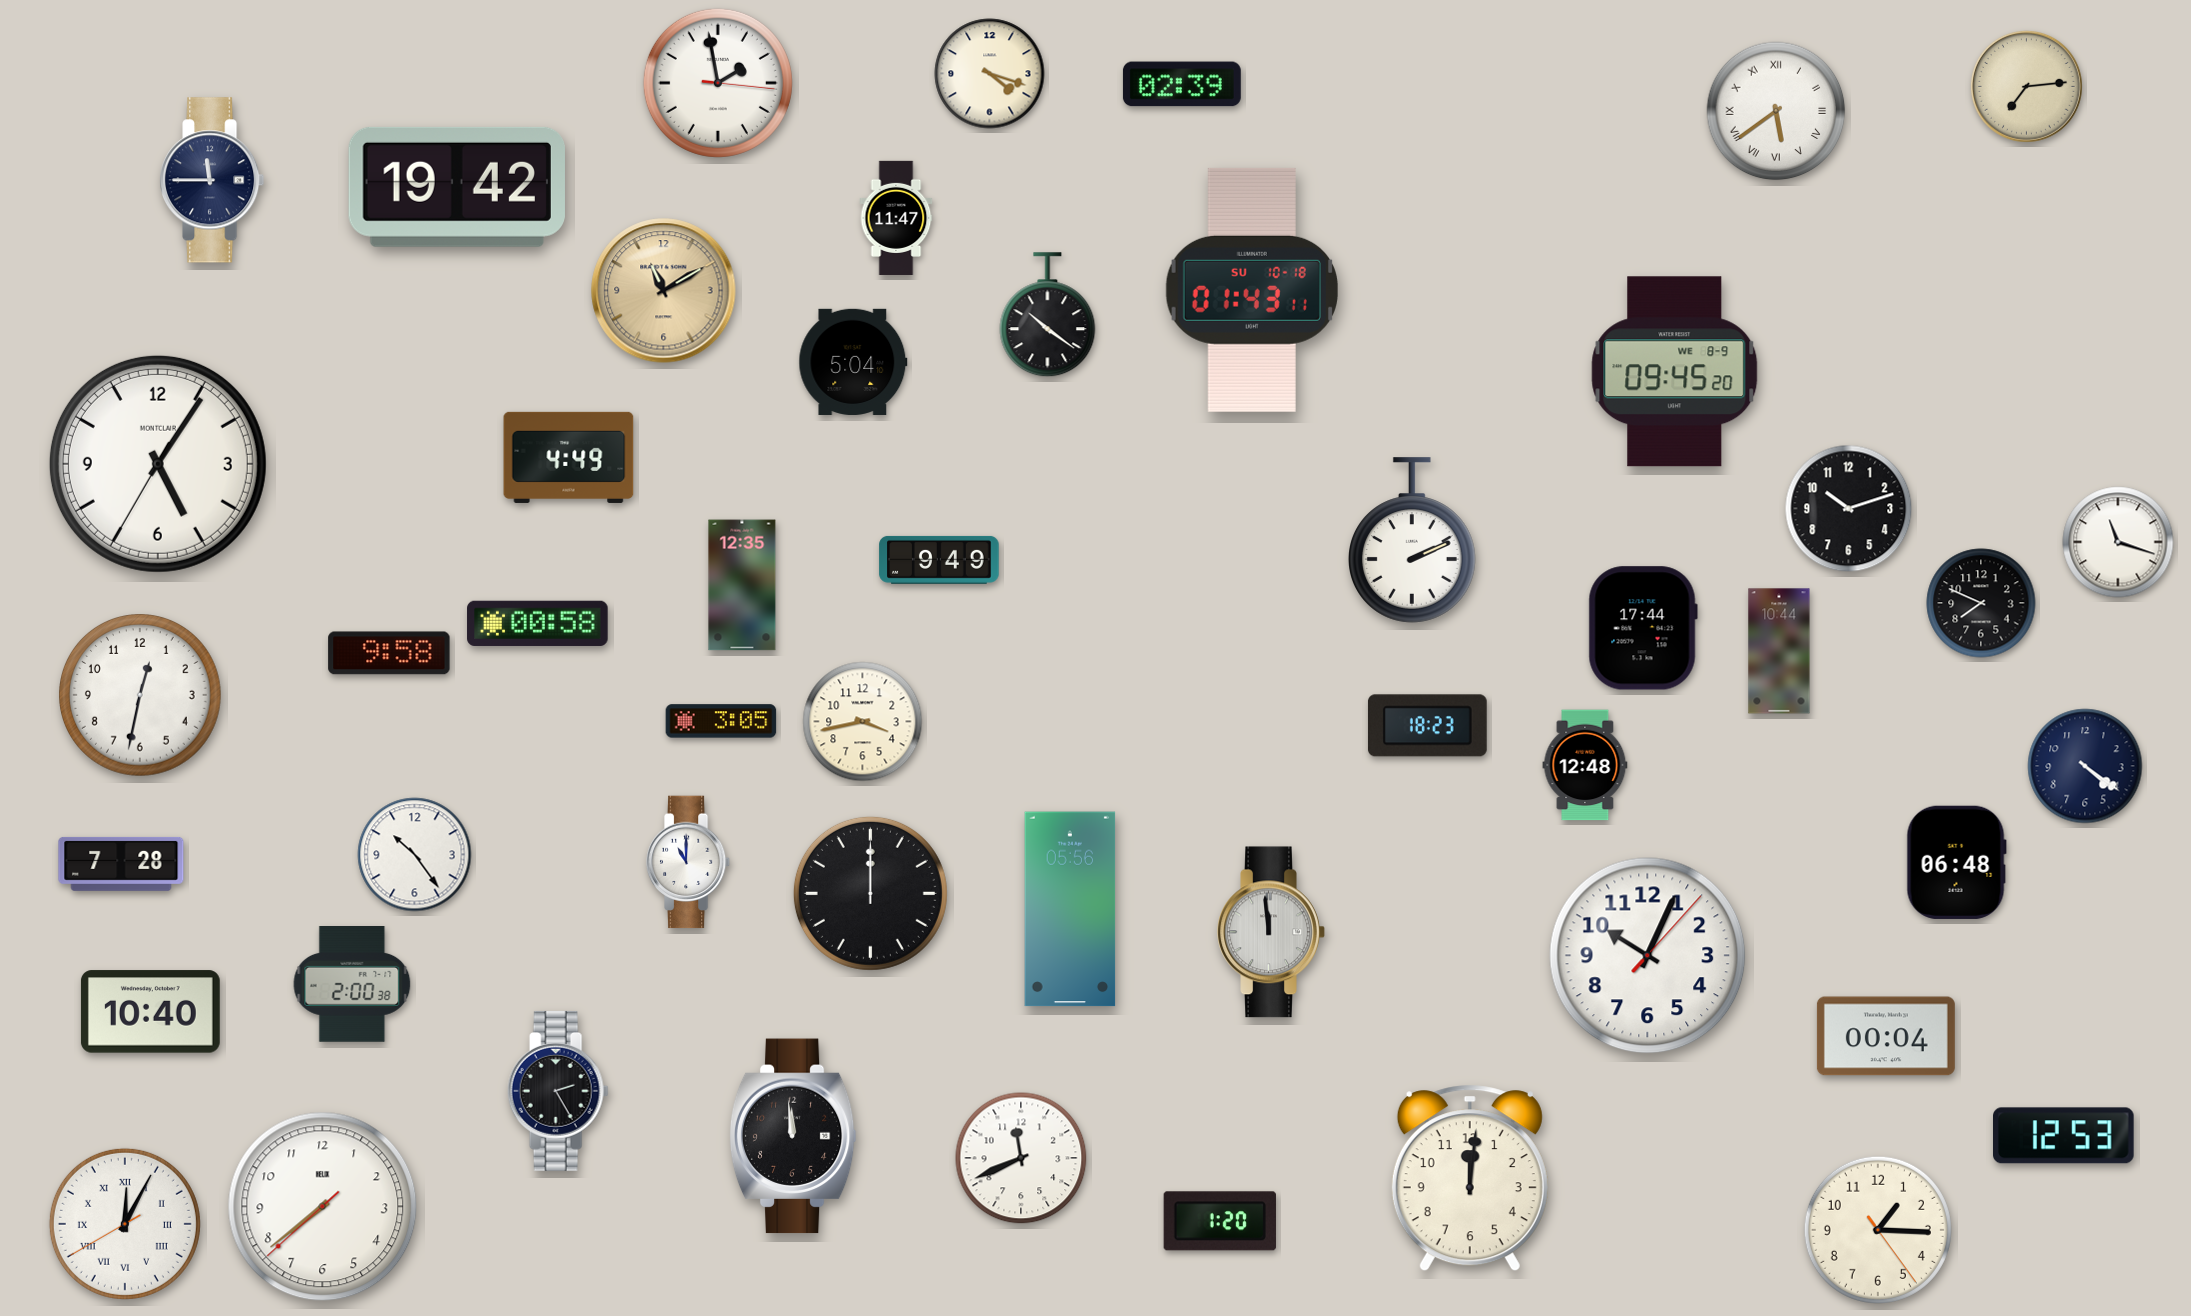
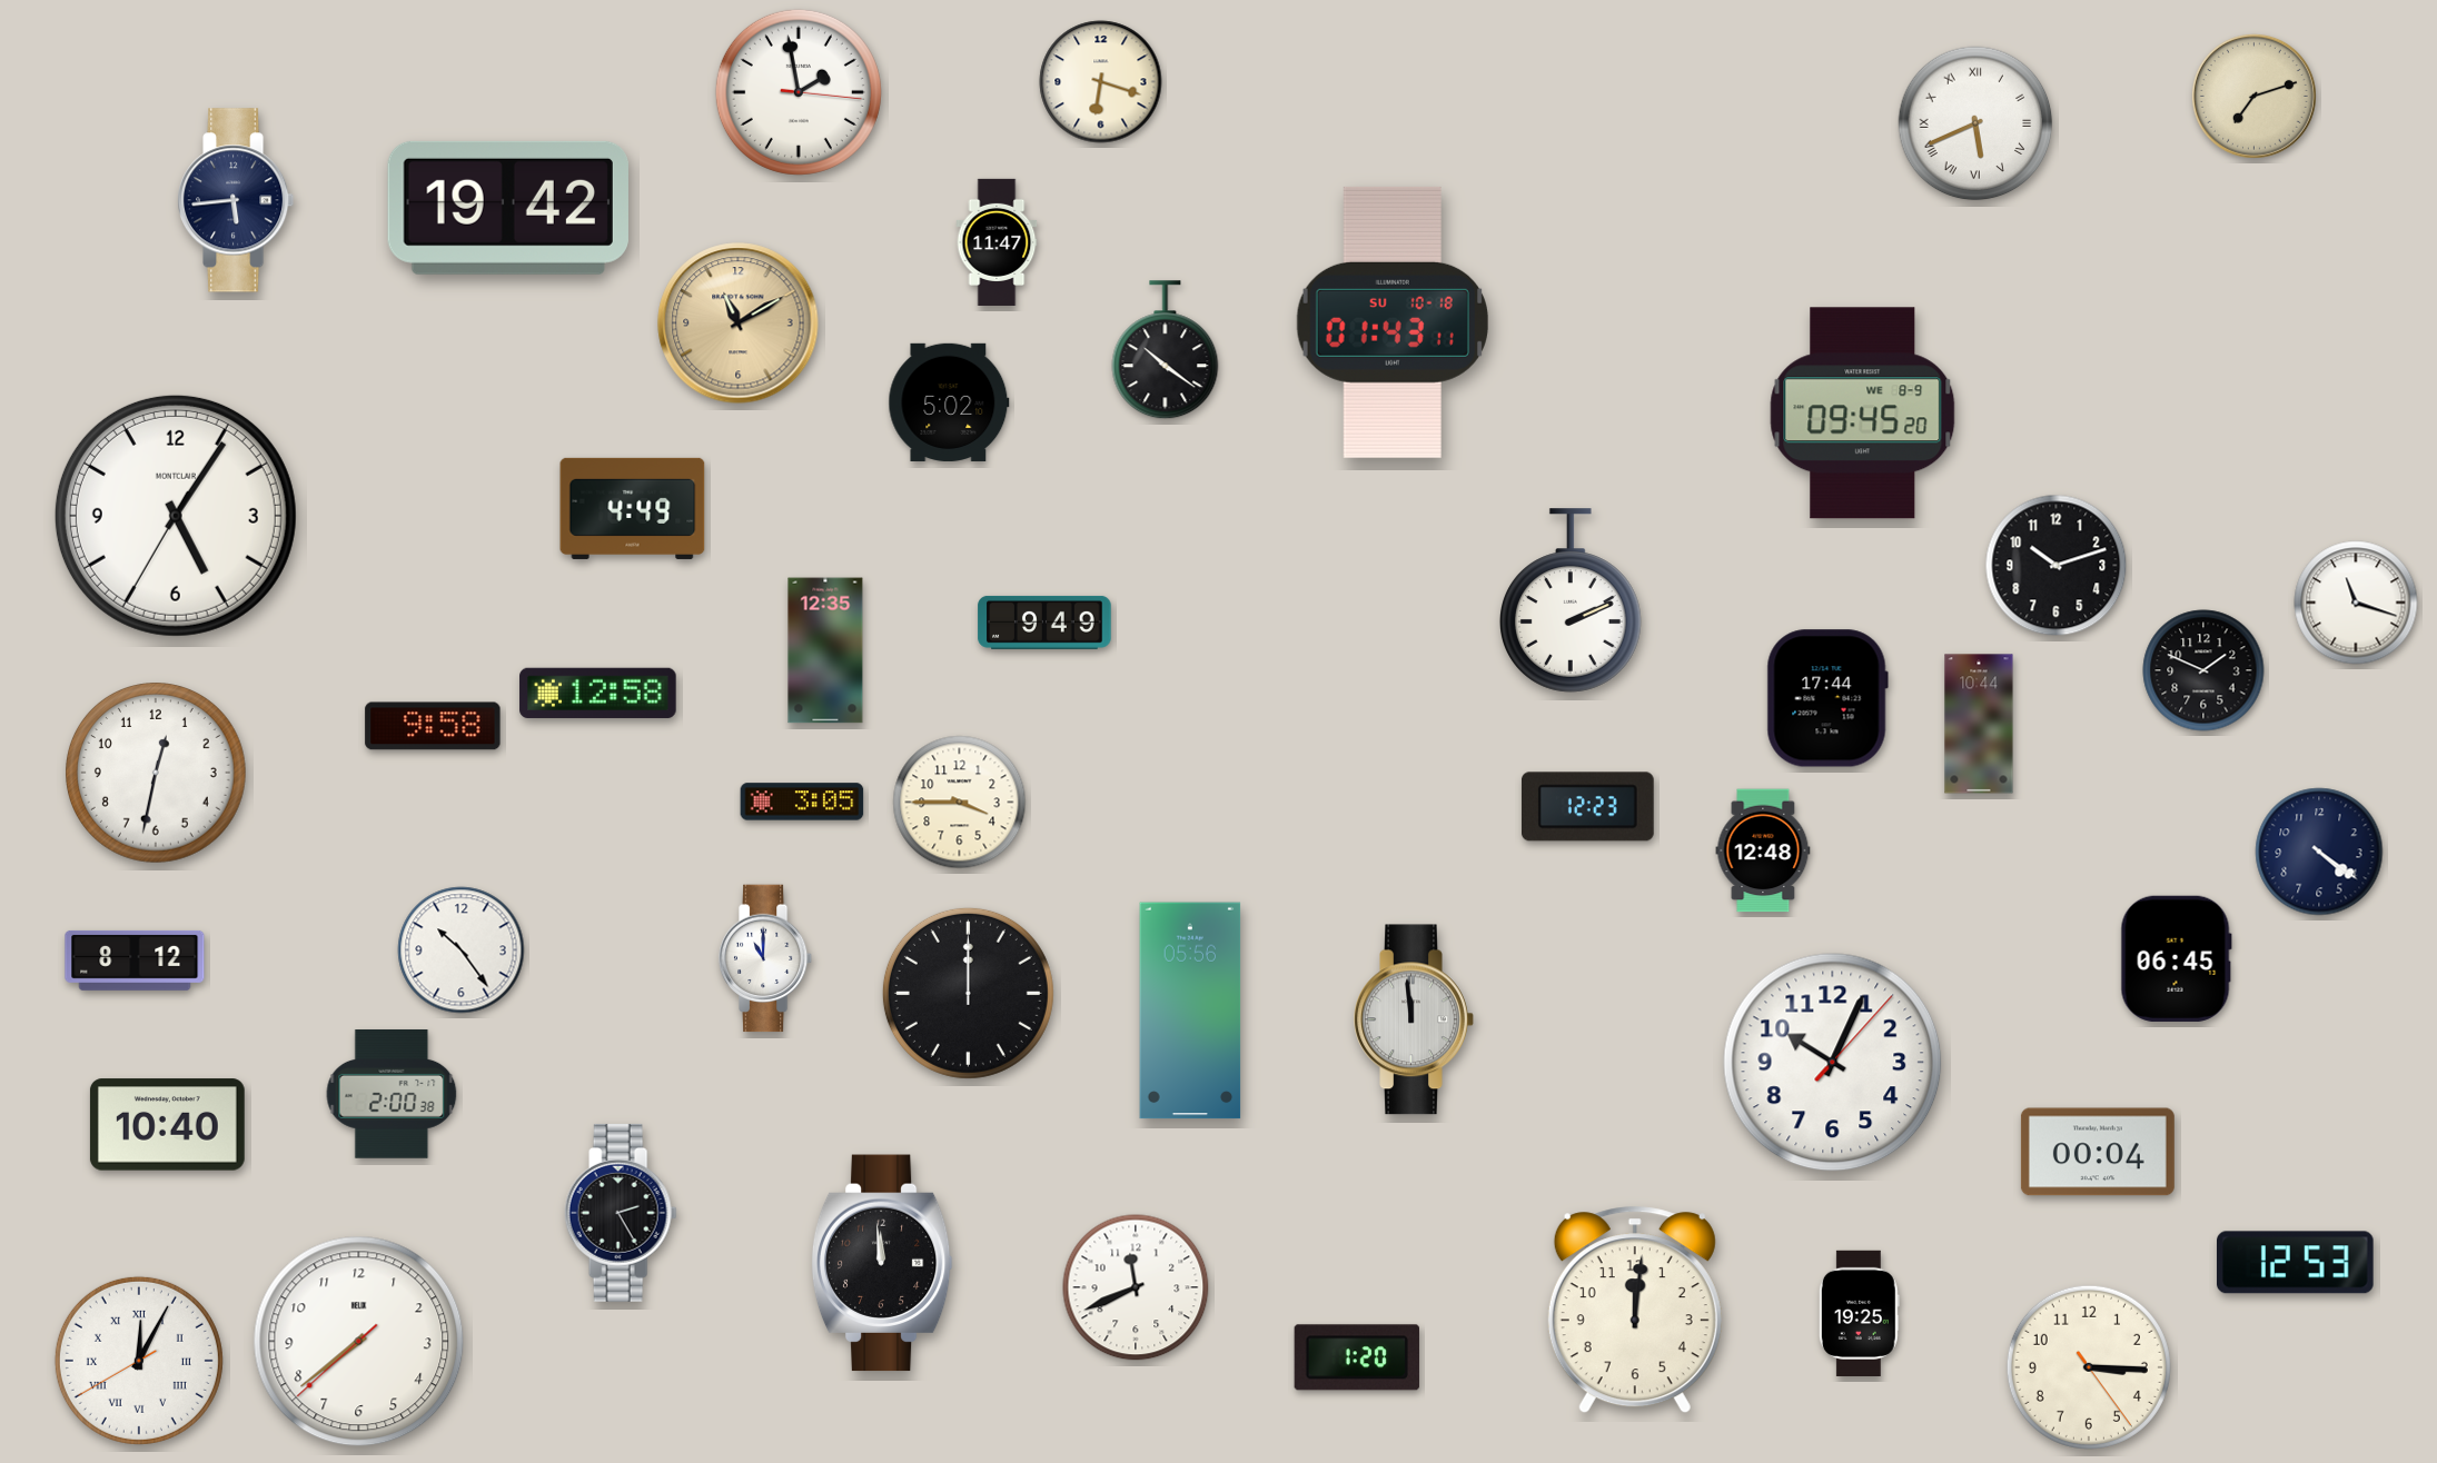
clock at (990, 74): 4:18 -> 6:18
clock at (1182, 84): 02:39 -> none
clock at (2026, 86): 7:14 -> 7:12
clock at (1776, 111): 5:39 -> 5:41
clock at (213, 180): 11:45 -> 5:44
clock at (853, 362): 5:04 -> 5:02
clock at (1981, 603): 7:49 -> 1:49
clock at (538, 623): 00:58 -> 12:58
clock at (863, 722): 3:43 -> 3:45
clock at (1427, 726): 18:23 -> 12:23
clock at (1956, 862): 06:48 -> 06:45
clock at (121, 864): 7:28 -> 8:12
clock at (1271, 932) position: (1271, 932) -> (1414, 1019)
clock at (1859, 1313): none -> 19:25
clock at (1878, 1230): 1:15 -> 3:15
